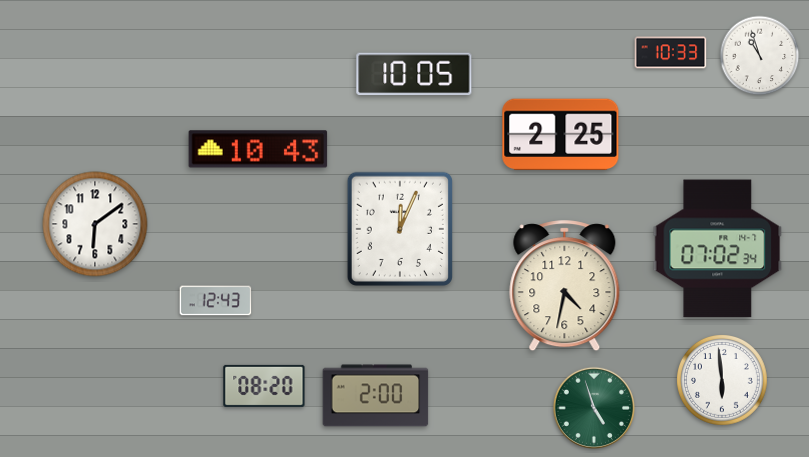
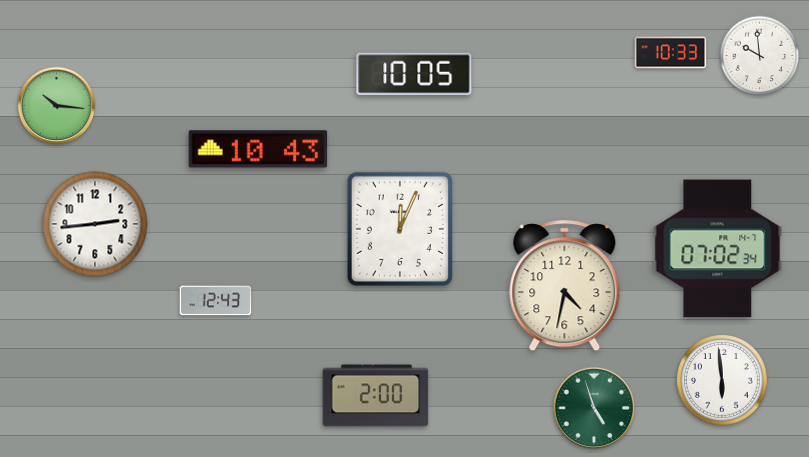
clock at (760, 56): 10:57 -> 9:59
clock at (57, 106): none -> 10:16
clock at (561, 135): 2:25 -> none
clock at (95, 224): 6:09 -> 2:44
clock at (264, 386): 08:20 -> none
